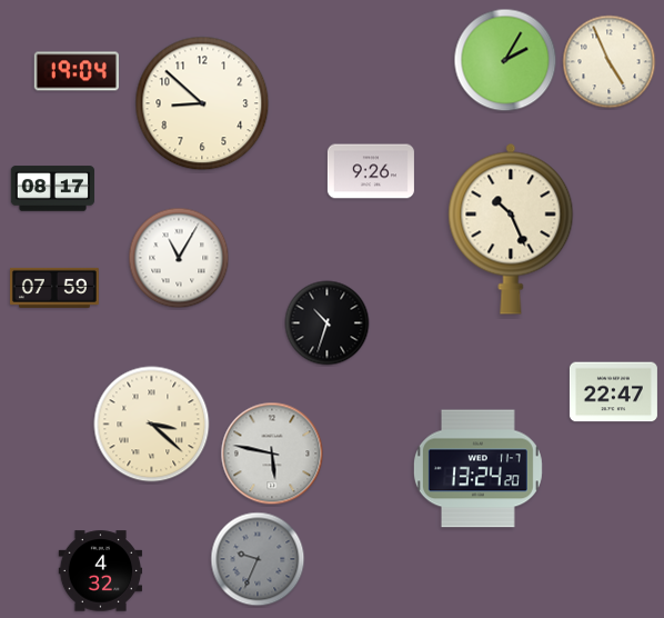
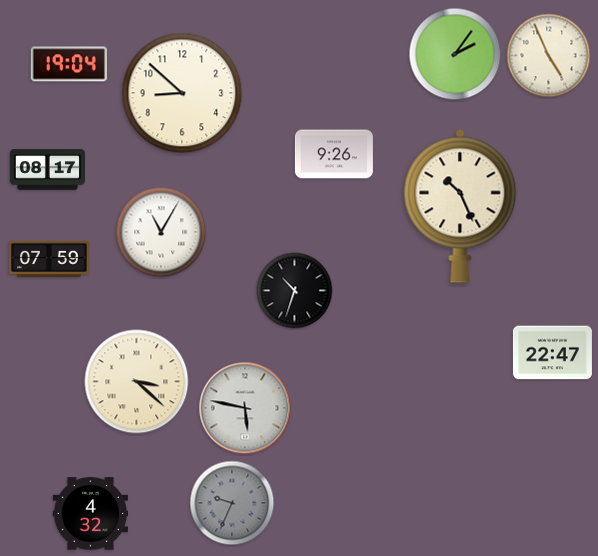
clock at (505, 60): 2:05 -> 2:06
clock at (477, 469): 13:24 -> none
